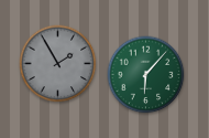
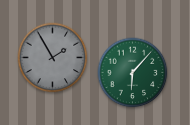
clock at (146, 75) position: (146, 75) -> (133, 73)
